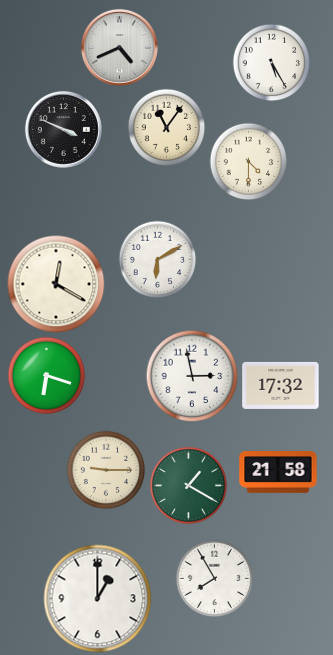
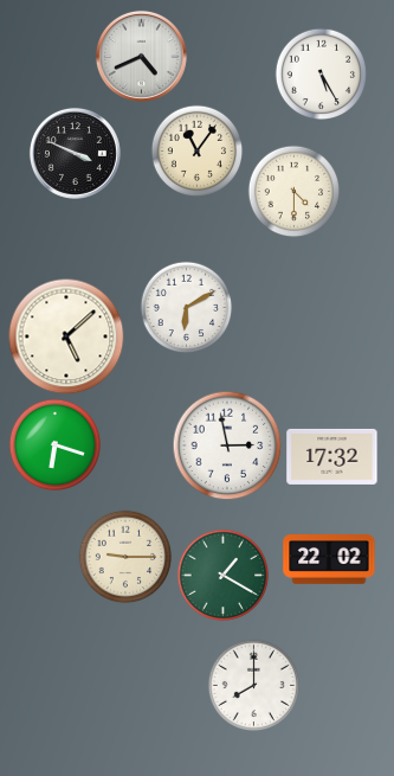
clock at (56, 284): 12:20 -> 5:08
clock at (278, 473): 21:58 -> 22:02
clock at (214, 578): 7:55 -> 8:00
clock at (98, 599): 1:00 -> none
